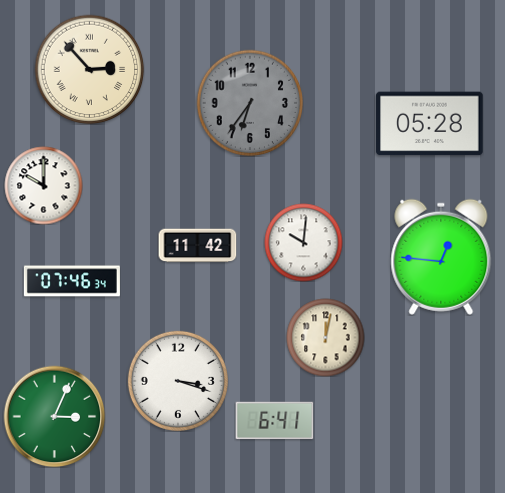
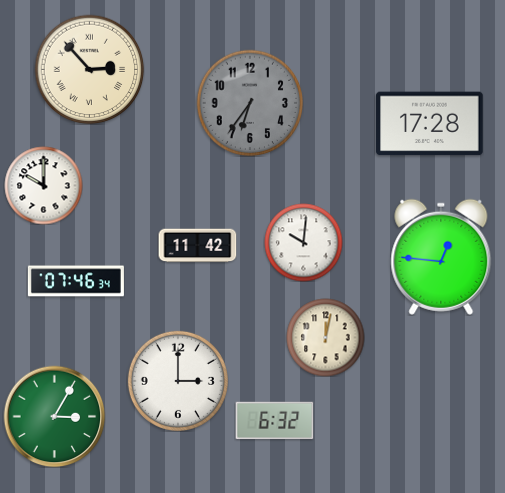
clock at (430, 124): 05:28 -> 17:28
clock at (72, 281) position: (72, 281) -> (76, 281)
clock at (178, 381): 3:18 -> 3:00
clock at (54, 416): 3:04 -> 3:05
clock at (274, 421): 6:41 -> 6:32
